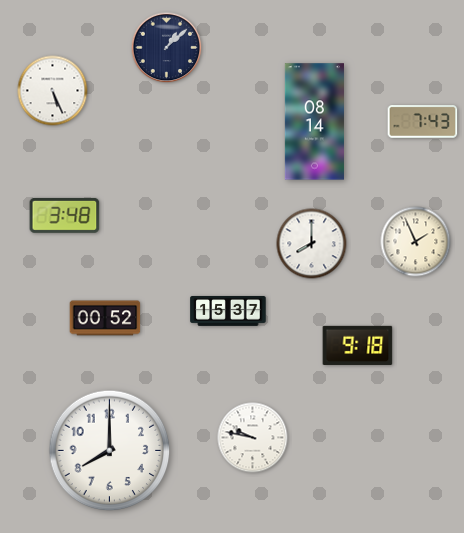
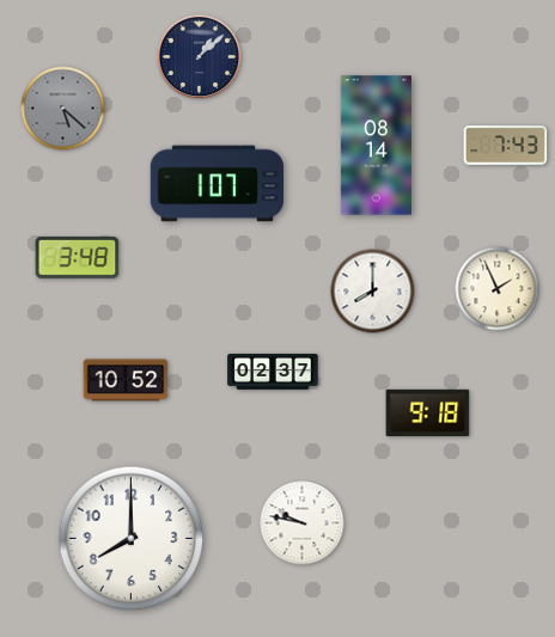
clock at (53, 91): 5:26 -> 5:22
clock at (53, 91) dial: white -> grey
clock at (218, 184): none -> 1:07
clock at (228, 311): 15:37 -> 02:37
clock at (105, 318): 00:52 -> 10:52
